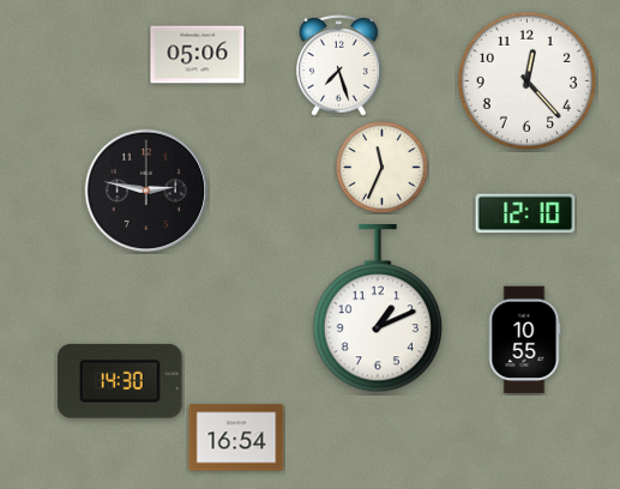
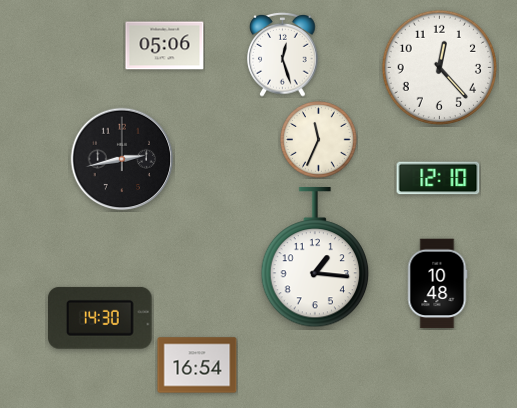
clock at (339, 66): 7:27 -> 12:27
clock at (146, 191): 2:47 -> 2:43
clock at (378, 308): 1:11 -> 1:16
clock at (524, 340): 10:55 -> 10:48
